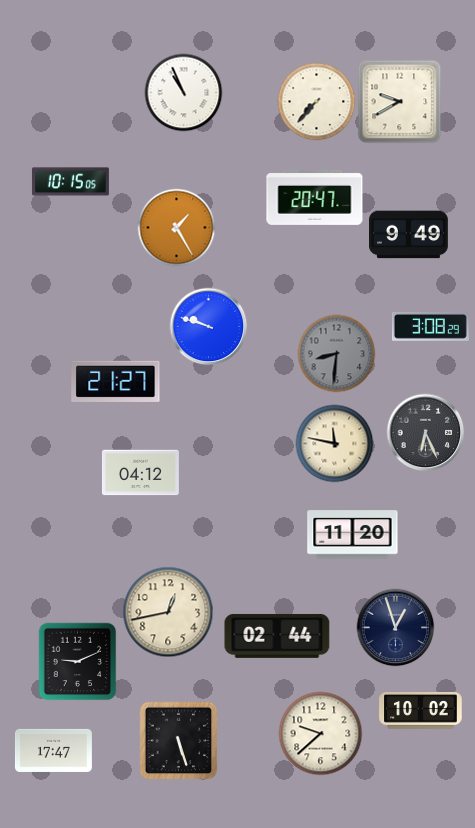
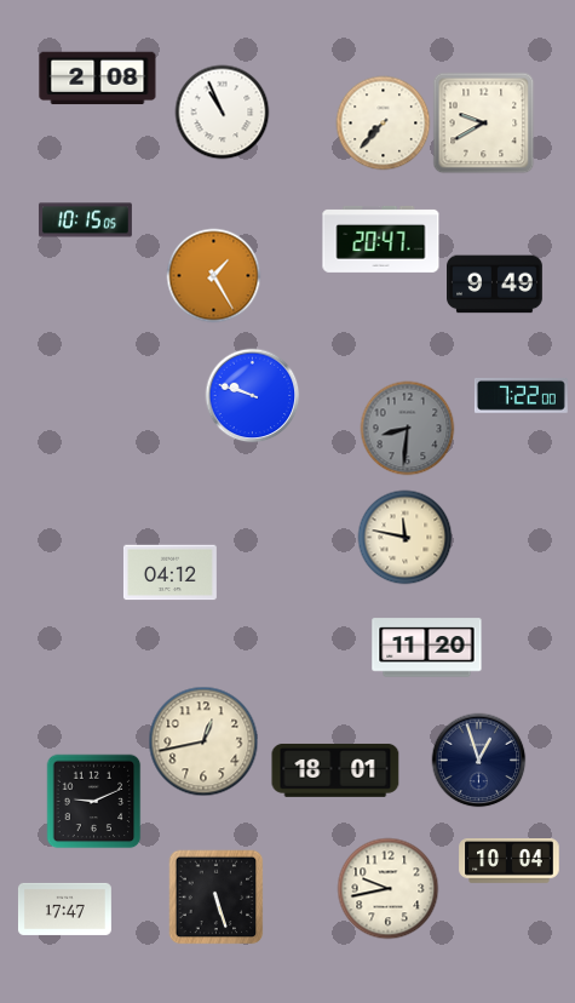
clock at (98, 79): none -> 2:08
clock at (430, 327): 3:08 -> 7:22
clock at (116, 381): 21:27 -> none
clock at (425, 432): 6:26 -> none
clock at (277, 636): 02:44 -> 18:01
clock at (421, 711): 10:02 -> 10:04
clock at (320, 733): 9:38 -> 9:43
